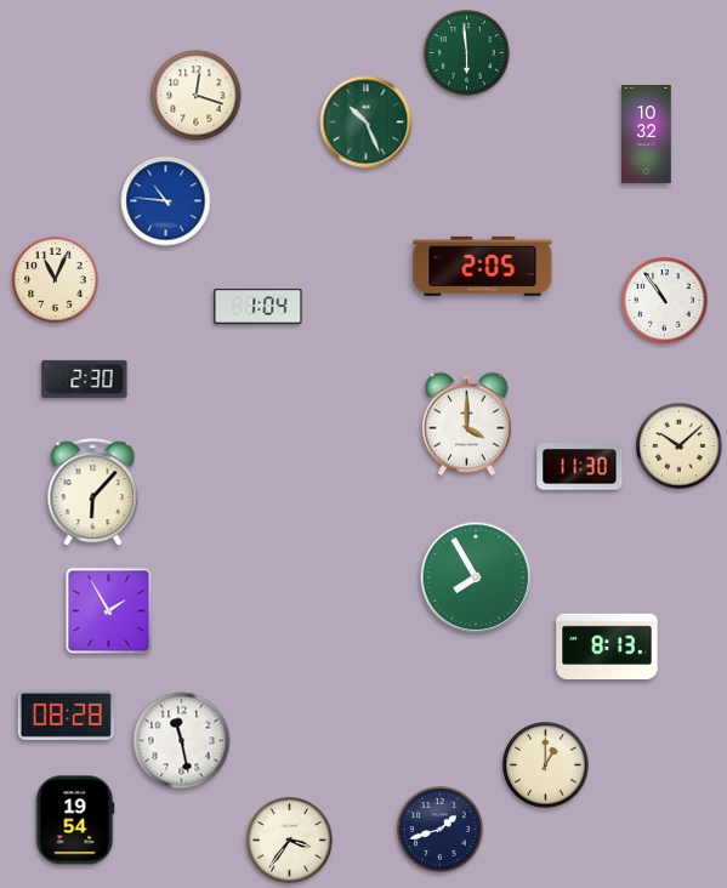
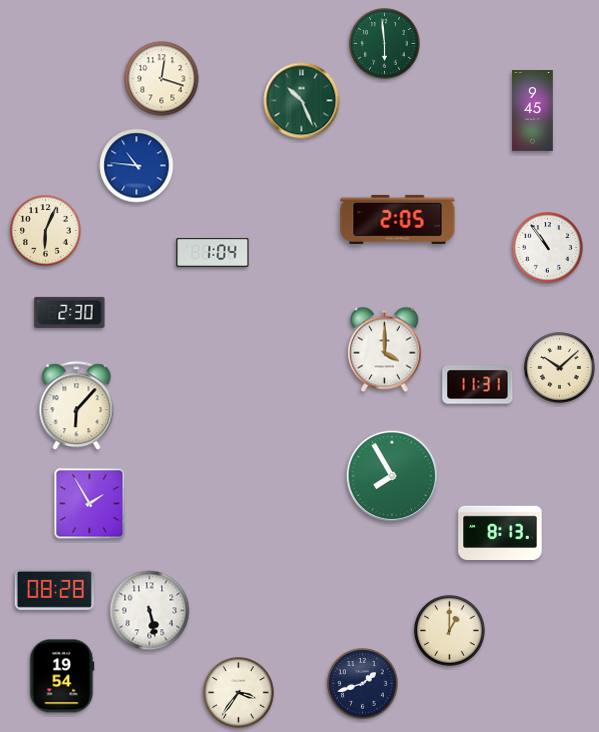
clock at (647, 135): 10:32 -> 9:45
clock at (56, 280): 11:04 -> 6:04
clock at (580, 467): 11:30 -> 11:31
clock at (182, 741): 11:28 -> 5:28
